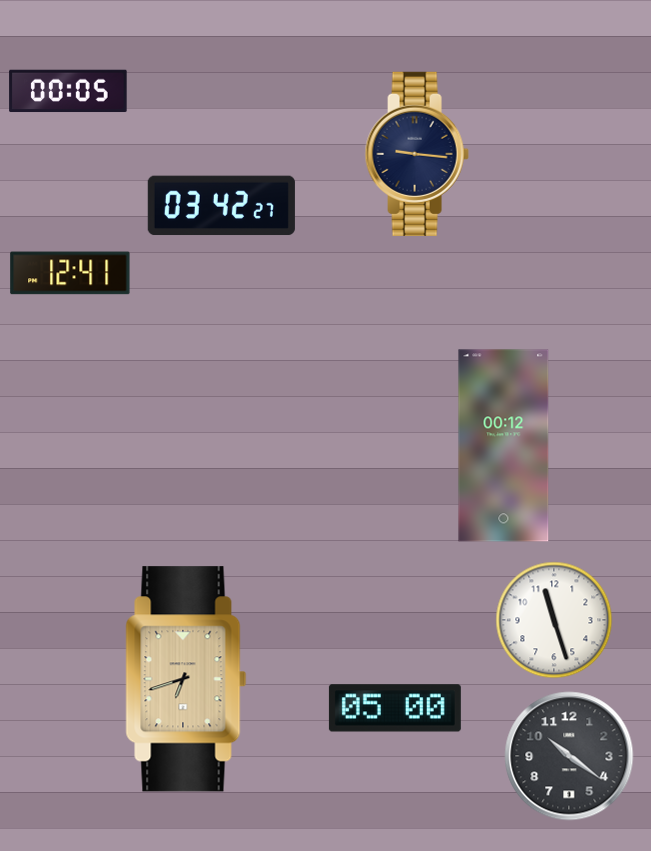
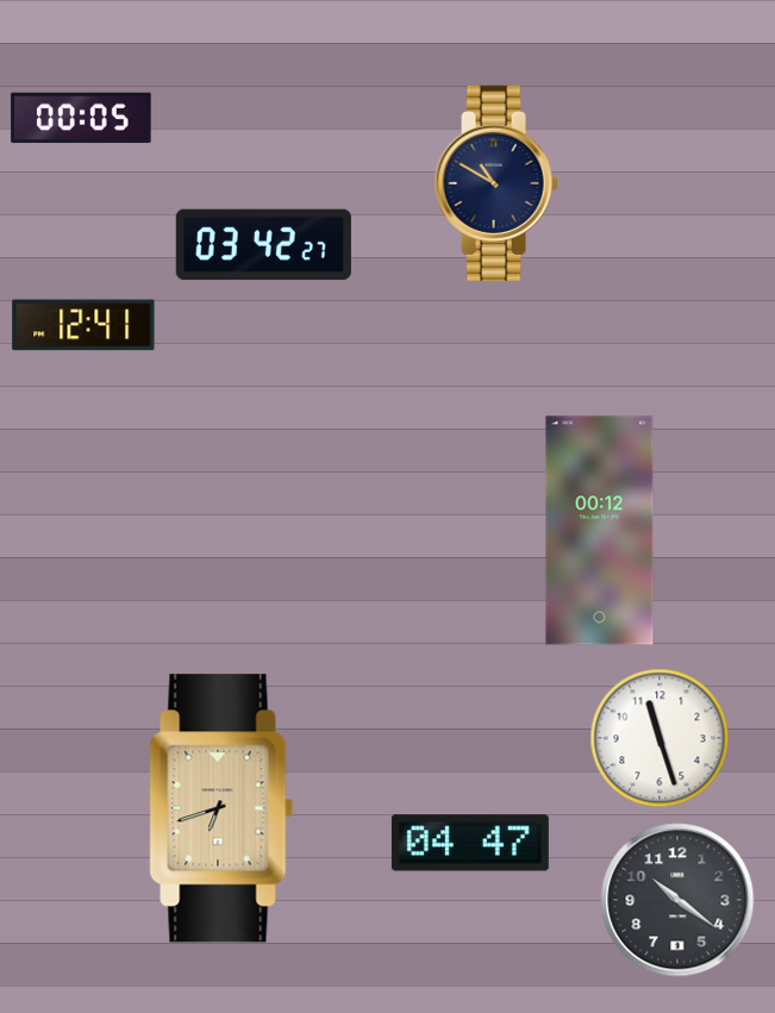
clock at (68, 91) position: (68, 91) -> (81, 118)
clock at (417, 154): 9:16 -> 10:50
clock at (395, 708): 05:00 -> 04:47
